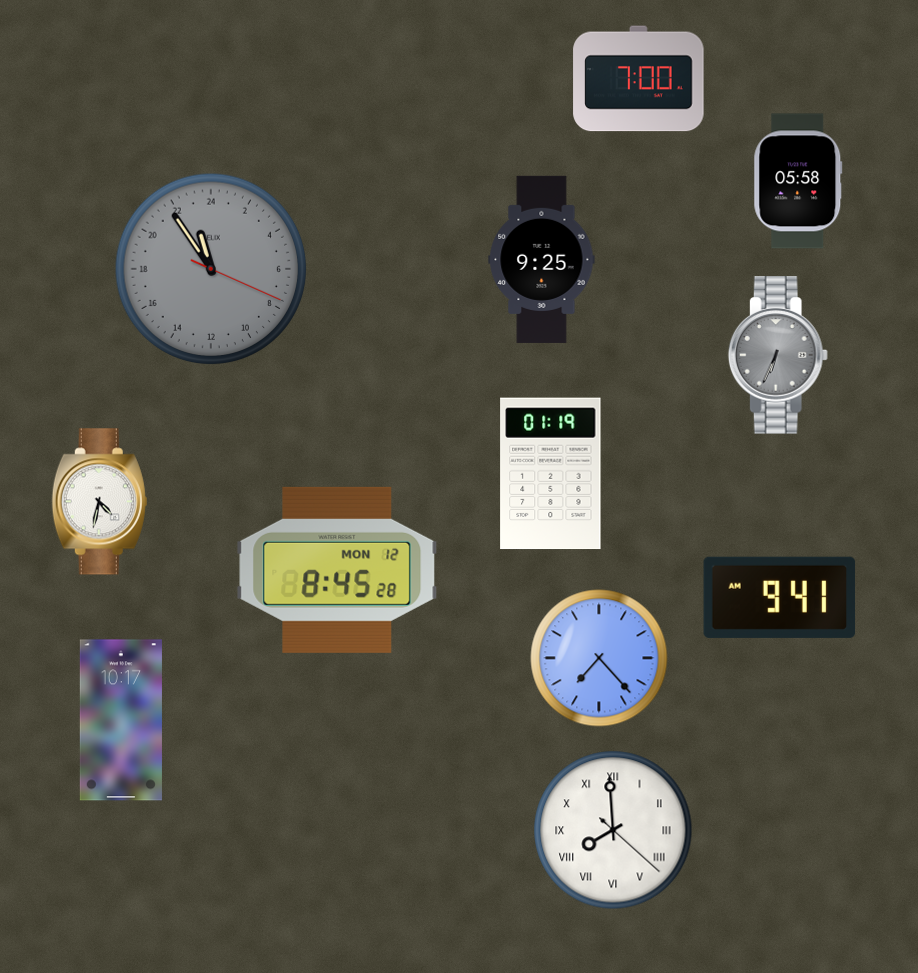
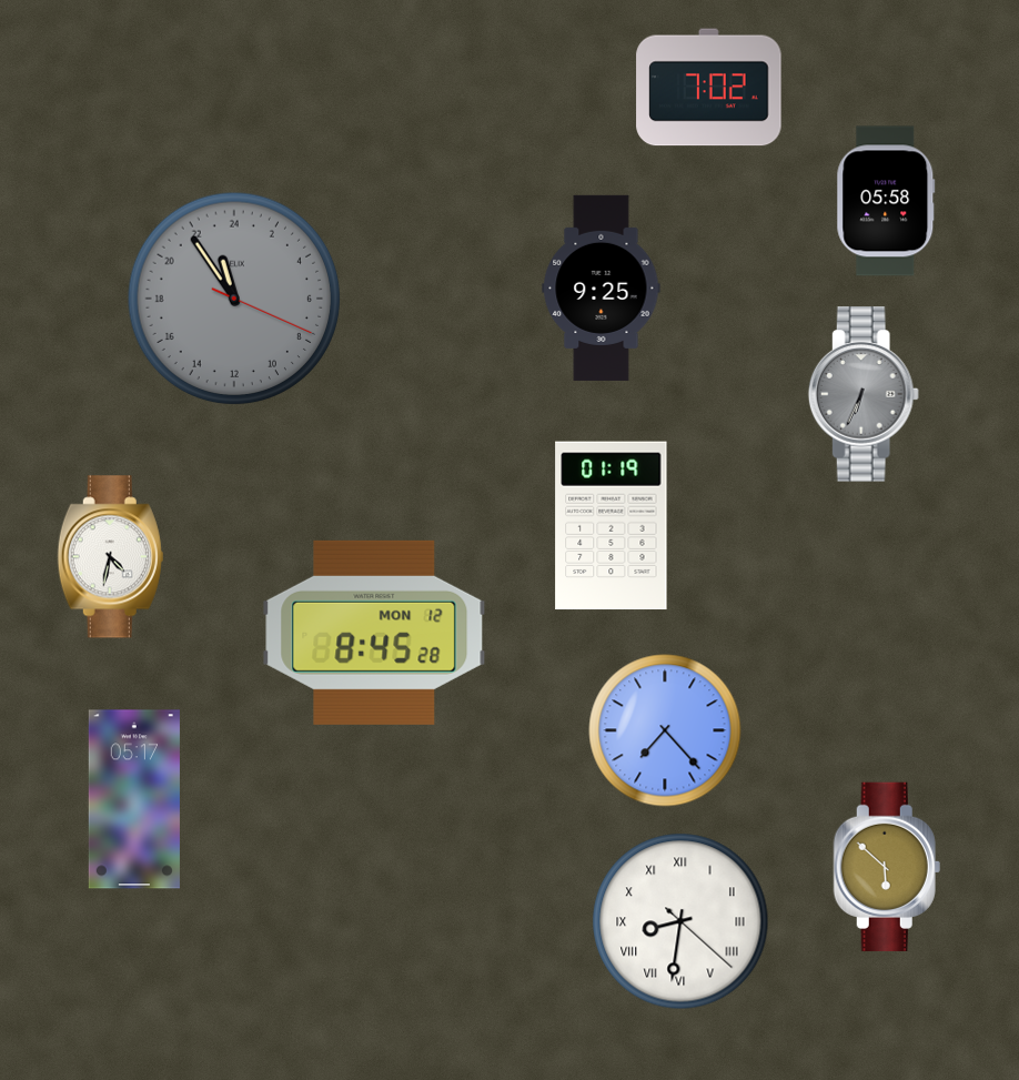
clock at (639, 79): 7:00 -> 7:02
clock at (780, 597): 9:41 -> none
clock at (121, 720): 10:17 -> 05:17
clock at (887, 866): none -> 5:52
clock at (613, 830): 7:59 -> 8:31
